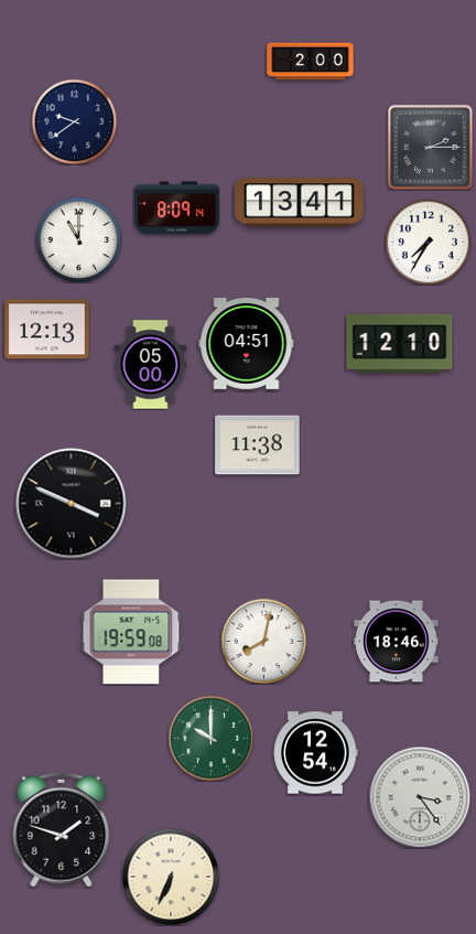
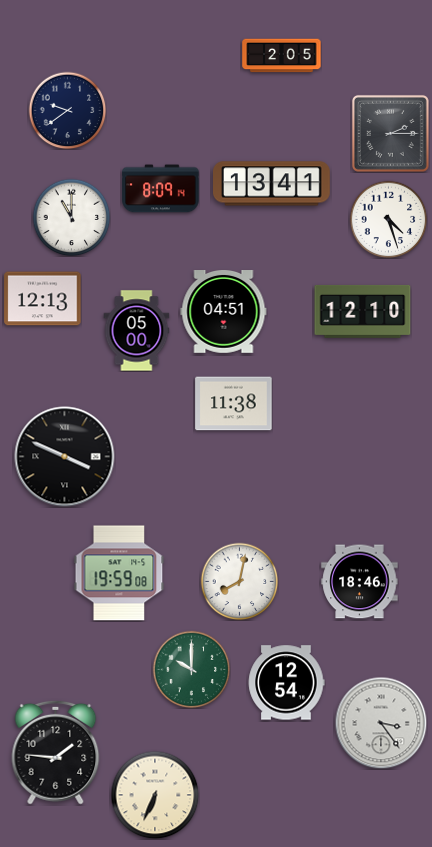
clock at (311, 62): 2:00 -> 2:05
clock at (428, 241): 7:35 -> 4:27
clock at (62, 829): 1:48 -> 1:46
